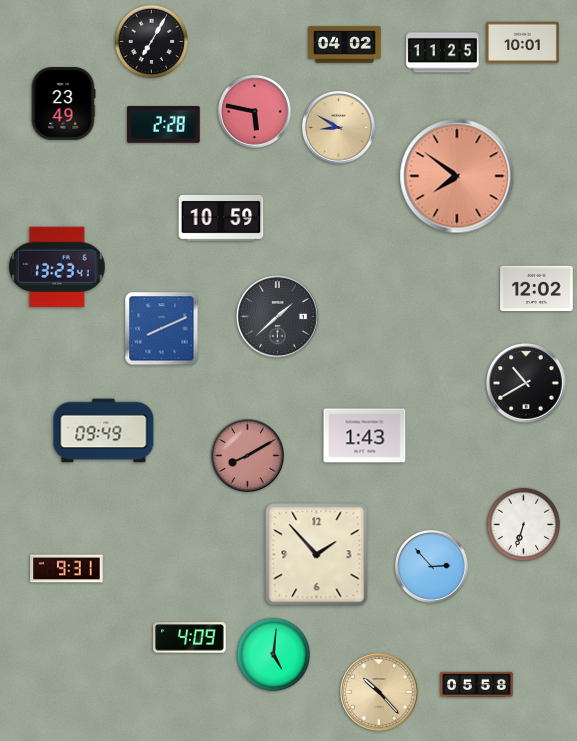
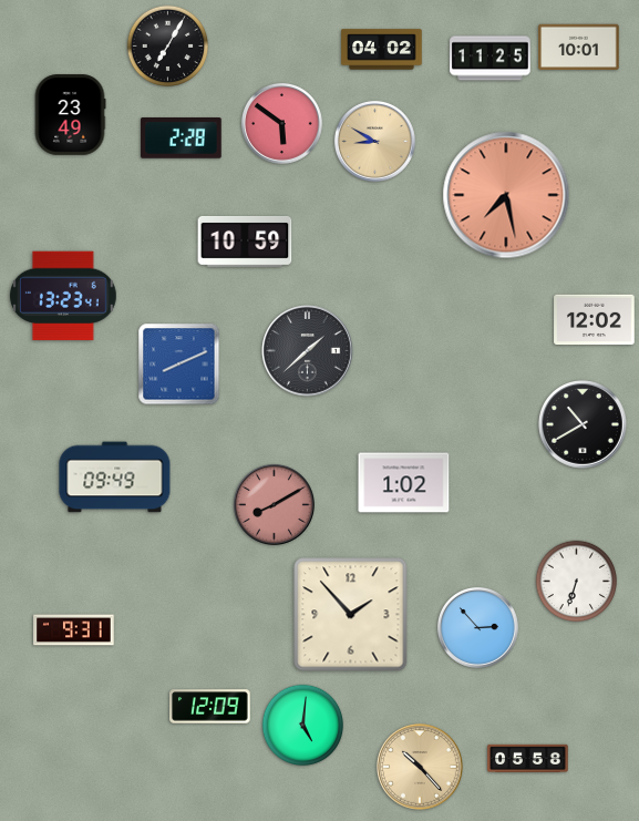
clock at (254, 111): 5:47 -> 5:51
clock at (457, 176): 7:51 -> 7:28
clock at (365, 436): 1:43 -> 1:02
clock at (524, 525) position: (524, 525) -> (577, 582)
clock at (190, 638): 4:09 -> 12:09
